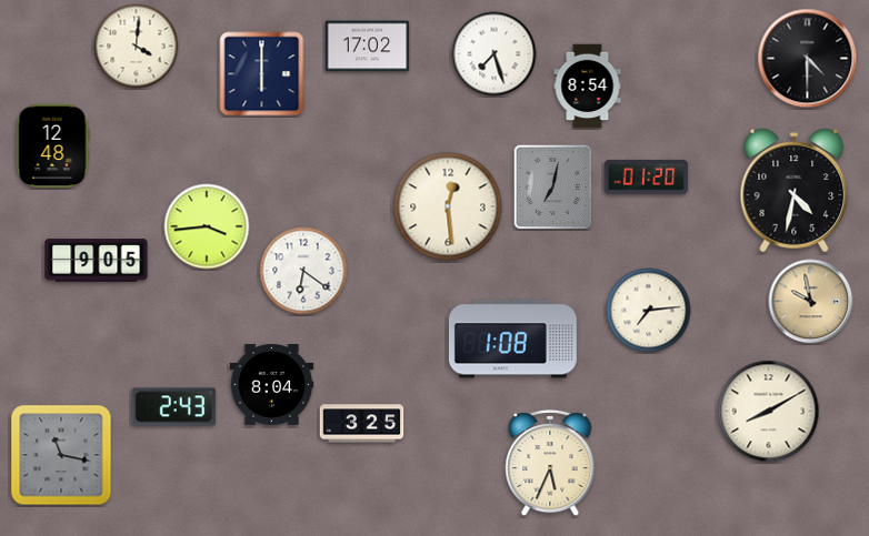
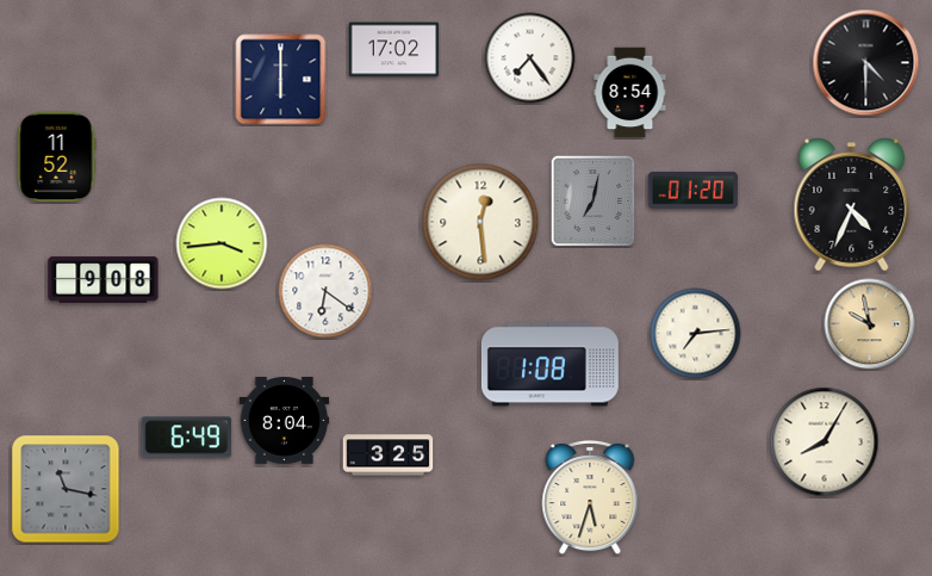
clock at (137, 47): 4:01 -> none
clock at (495, 54): 7:27 -> 7:24
clock at (52, 146): 12:48 -> 11:52
clock at (795, 191): 4:32 -> 4:34
clock at (97, 261): 9:05 -> 9:08
clock at (272, 385) position: (272, 385) -> (285, 421)
clock at (174, 407): 2:43 -> 6:49
clock at (769, 412): 8:10 -> 8:05
clock at (550, 463): 5:34 -> 5:33
